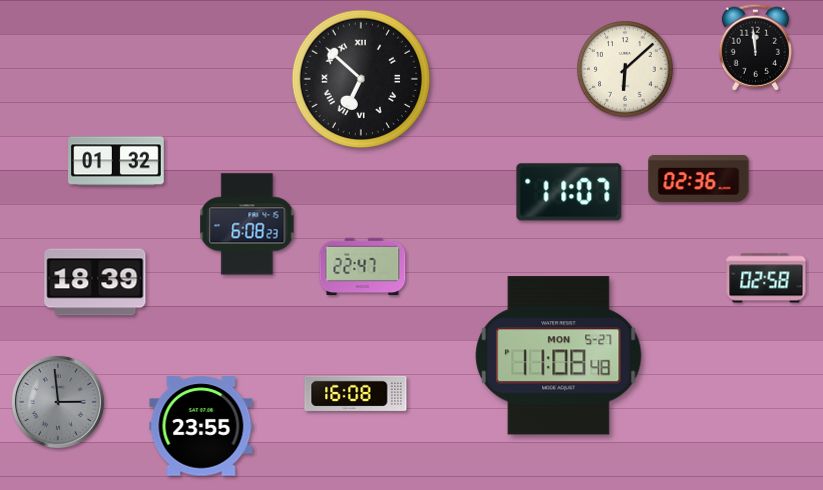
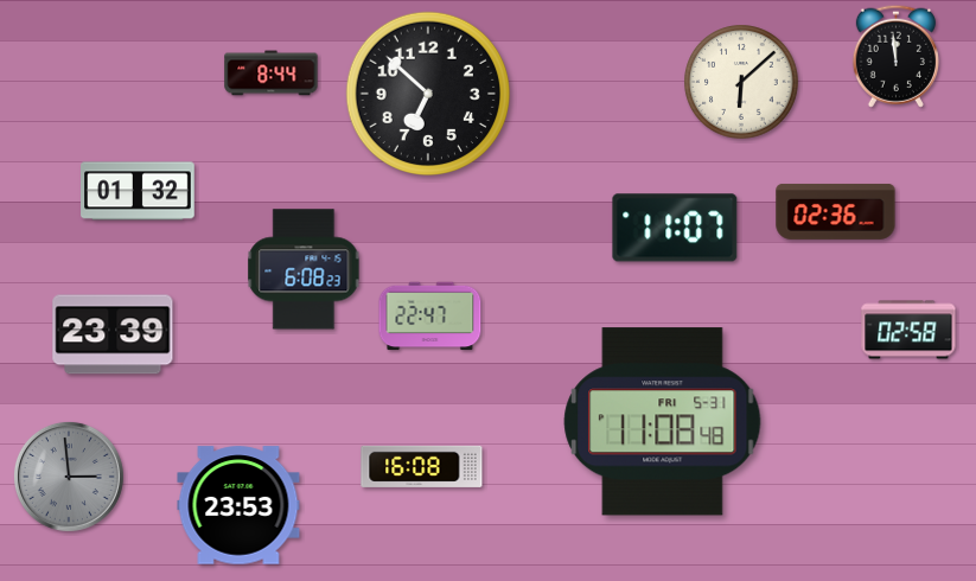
clock at (272, 74): none -> 8:44
clock at (360, 78) numerals: Roman -> Arabic
clock at (699, 178) position: (699, 178) -> (836, 211)
clock at (247, 224) position: (247, 224) -> (304, 269)
clock at (95, 282): 18:39 -> 23:39
clock at (559, 356) date: MON 5-27 -> FRI 5-31
clock at (201, 426): 23:55 -> 23:53
